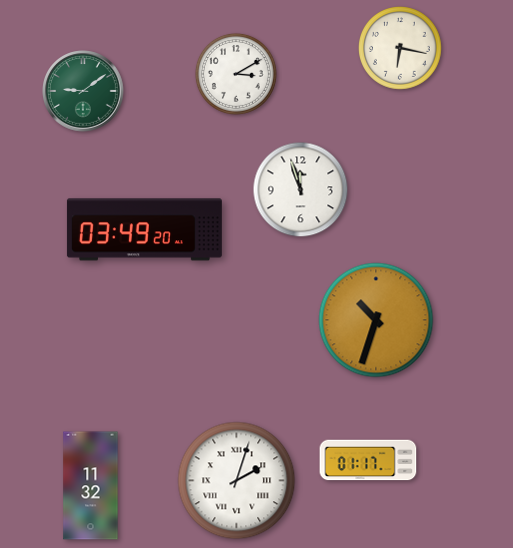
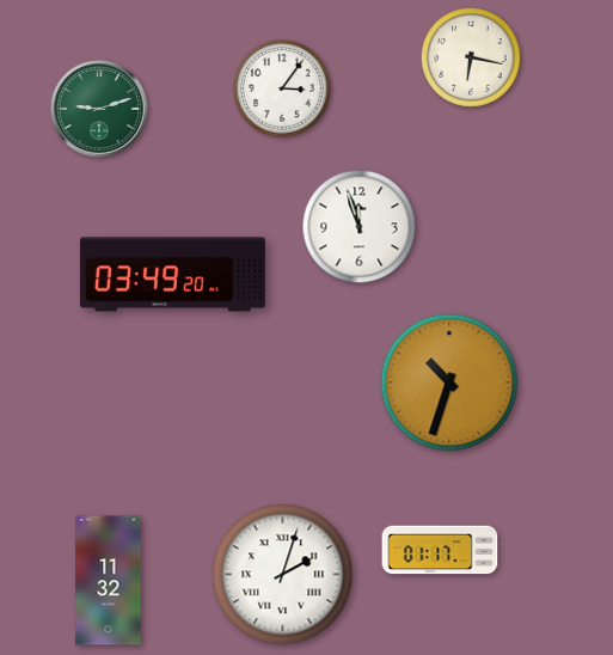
clock at (401, 49) position: (401, 49) -> (472, 59)
clock at (236, 74): 3:10 -> 3:06
clock at (83, 91): 9:09 -> 9:12
